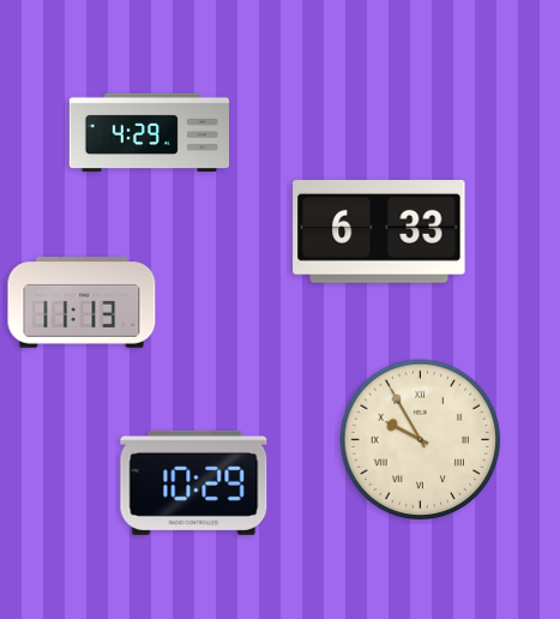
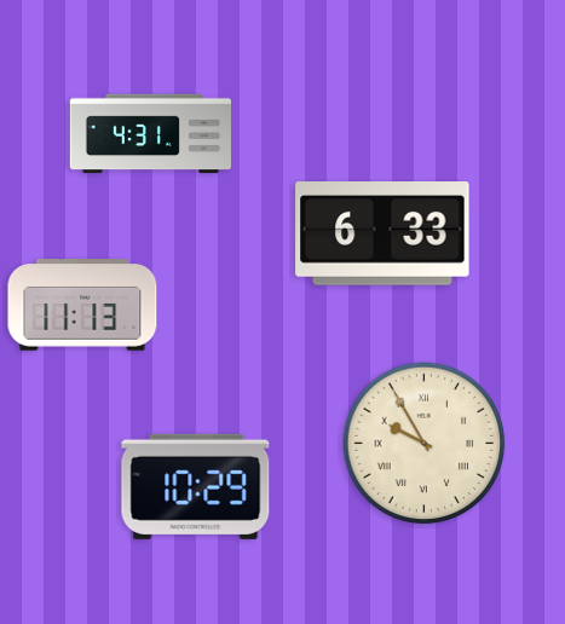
clock at (149, 133): 4:29 -> 4:31
